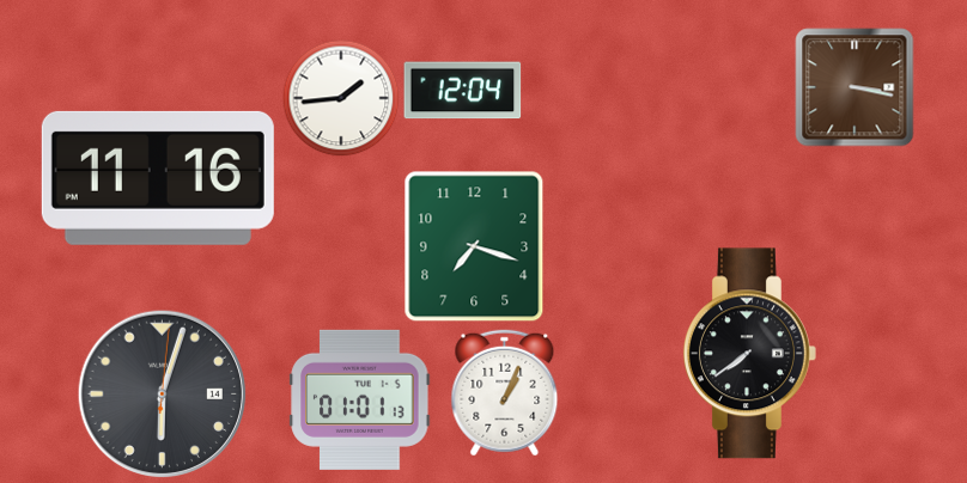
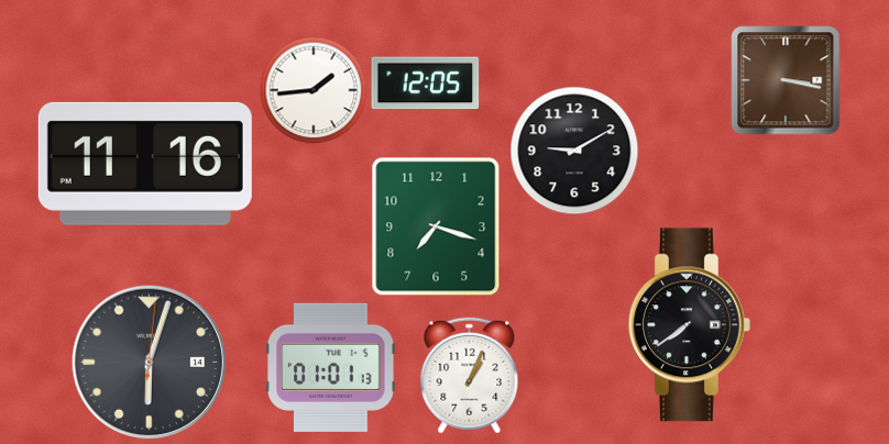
clock at (463, 91): 12:04 -> 12:05
clock at (574, 151): none -> 9:10
clock at (505, 393) position: (505, 393) -> (470, 376)
